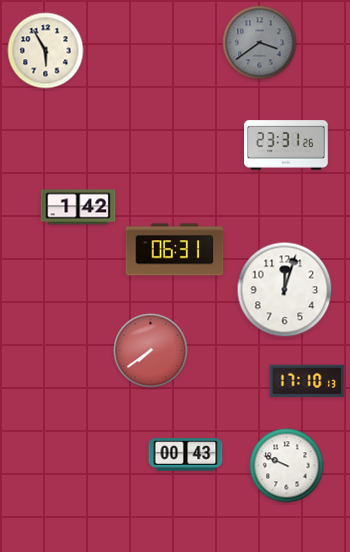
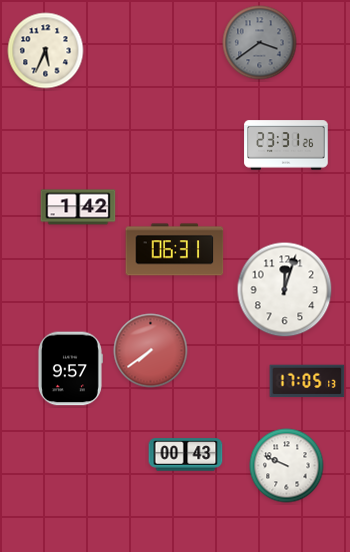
clock at (46, 51): 5:55 -> 5:34
clock at (70, 369): none -> 9:57
clock at (307, 381): 17:10 -> 17:05
